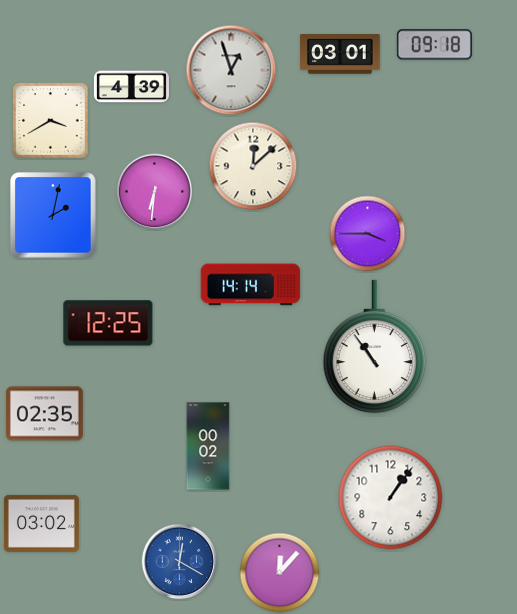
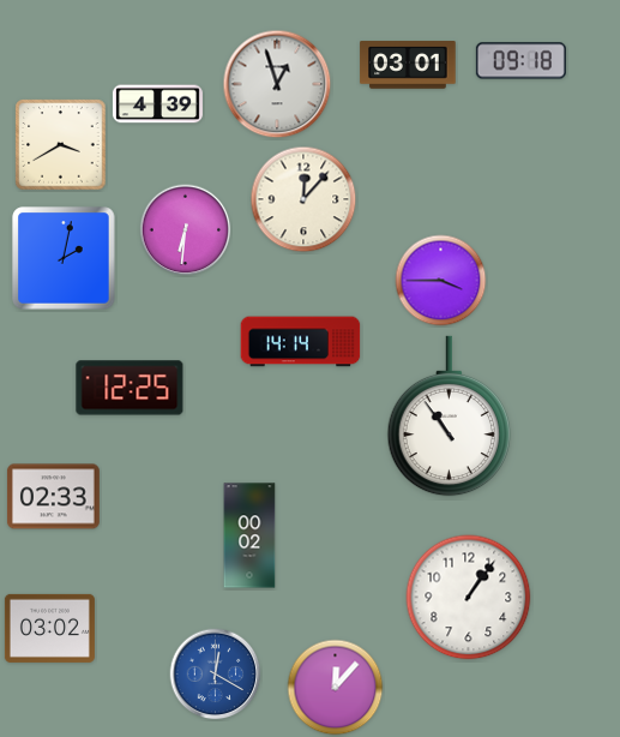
clock at (434, 45) position: (434, 45) -> (520, 61)
clock at (253, 166): 12:08 -> 12:07
clock at (44, 414): 02:35 -> 02:33
